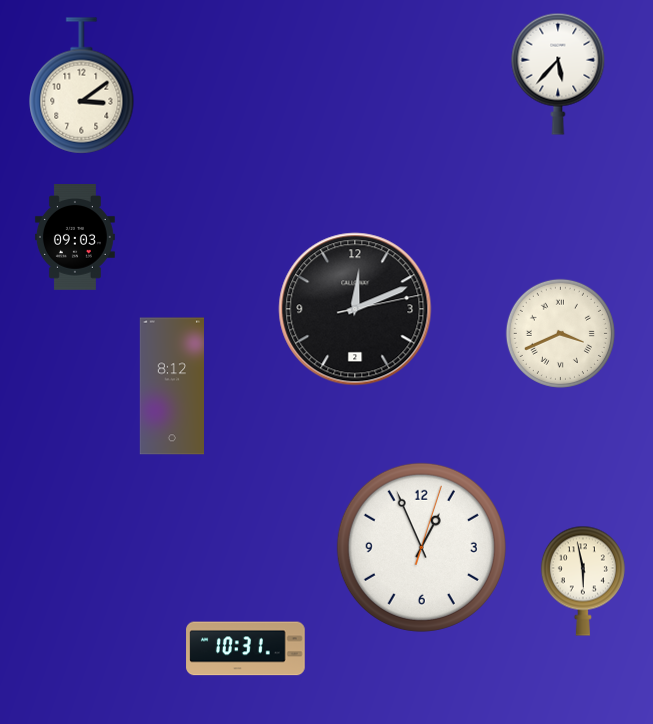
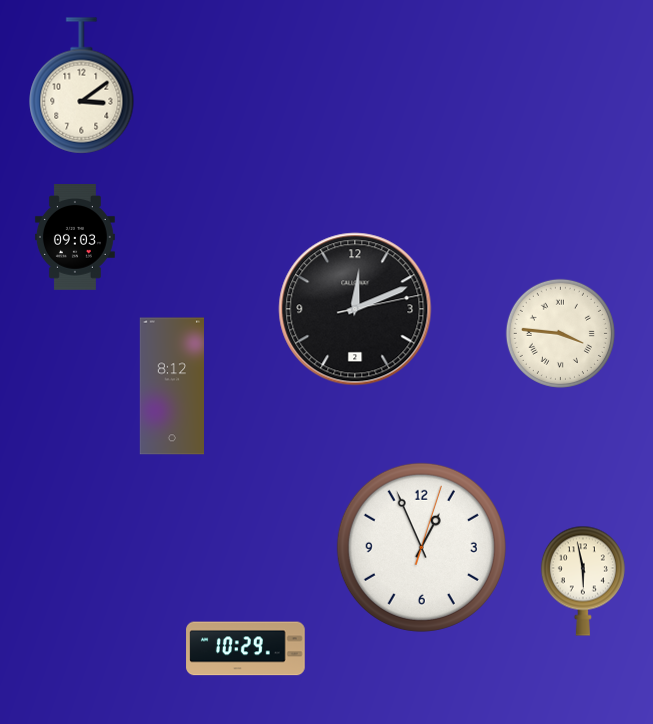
clock at (558, 74): 5:37 -> none
clock at (560, 333): 3:41 -> 3:46
clock at (246, 649): 10:31 -> 10:29
